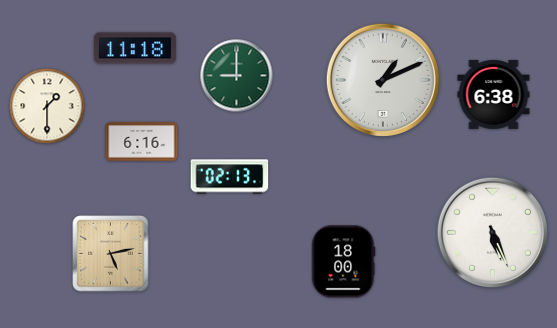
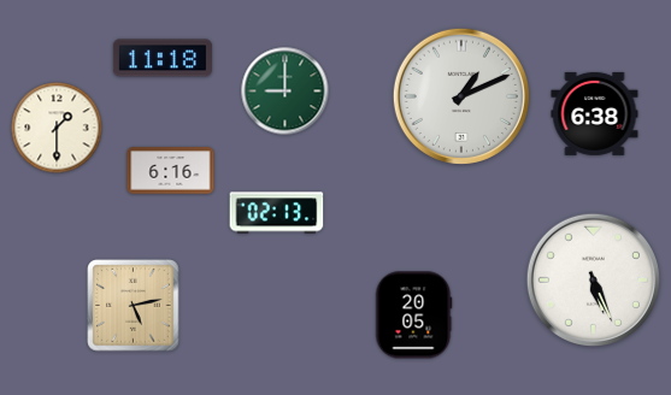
clock at (343, 262): 18:00 -> 20:05
